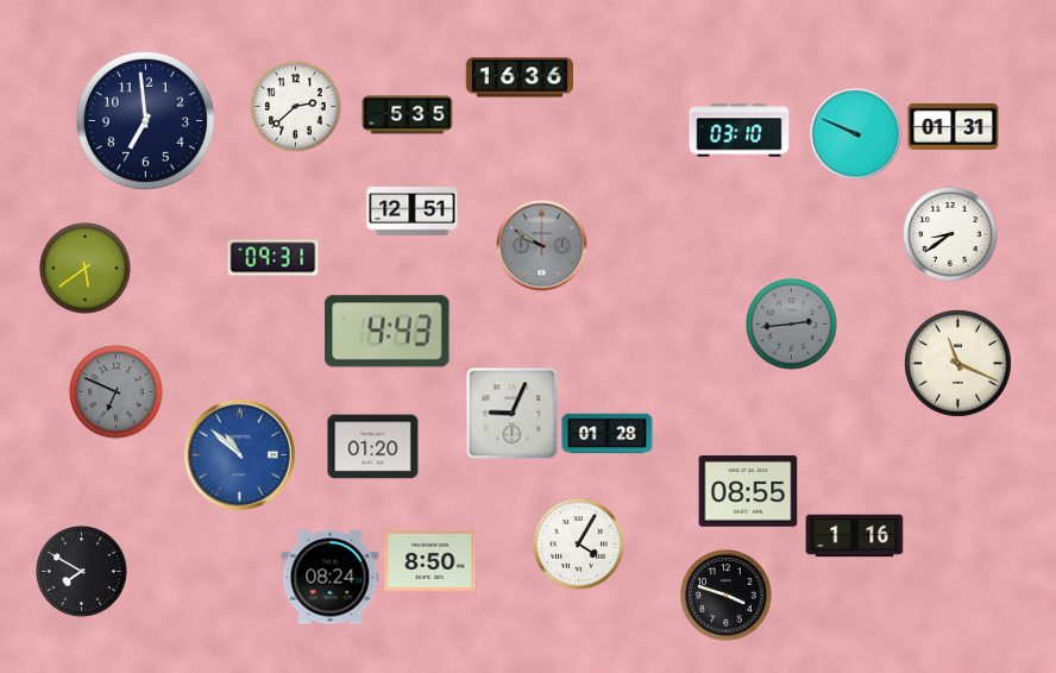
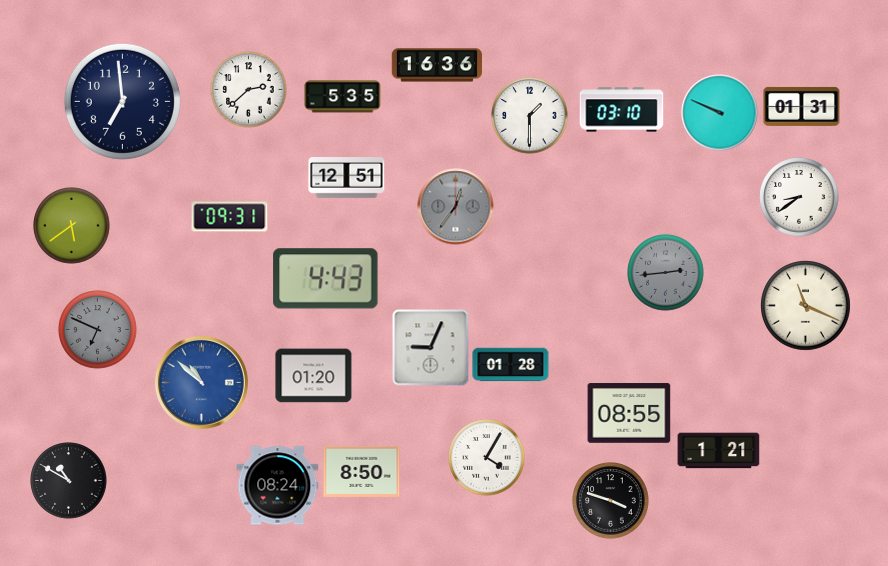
clock at (530, 116): none -> 1:30
clock at (542, 246): 9:50 -> 12:36
clock at (855, 536): 1:16 -> 1:21
clock at (82, 572): 7:50 -> 10:50
